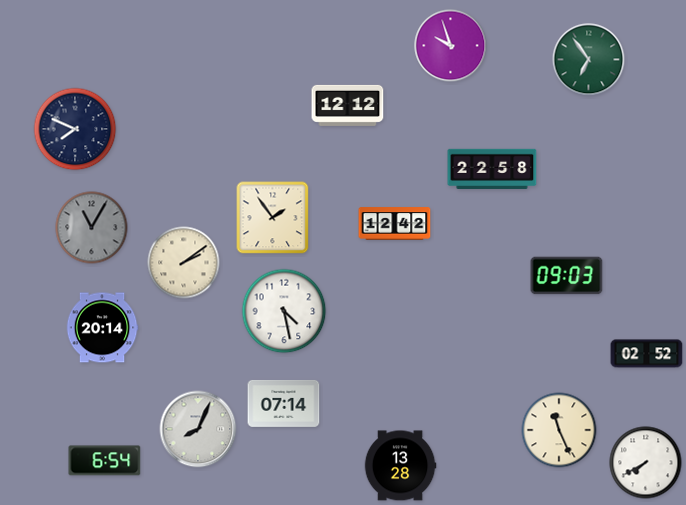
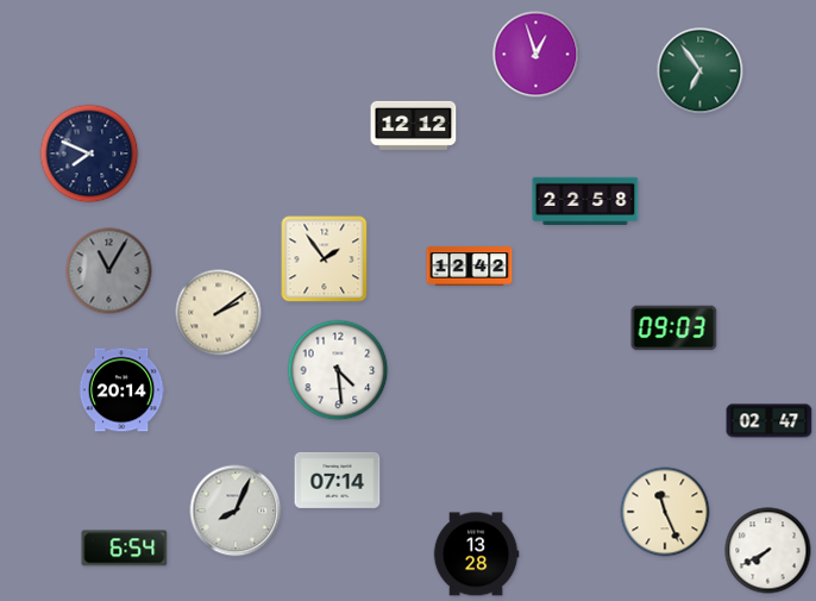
clock at (451, 46): 9:57 -> 12:57
clock at (284, 311): 4:28 -> 4:29
clock at (647, 354): 02:52 -> 02:47
